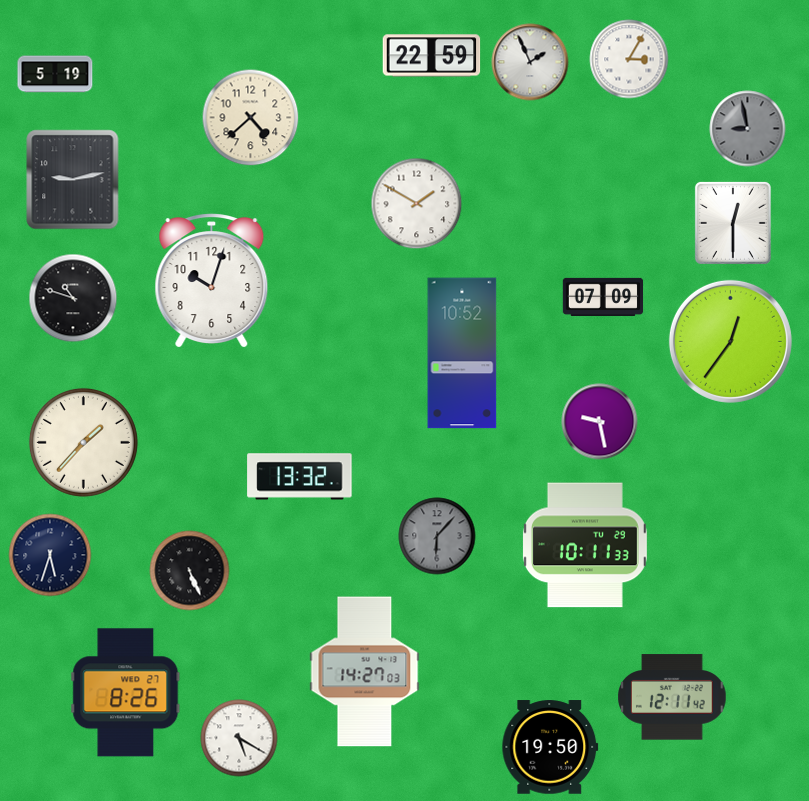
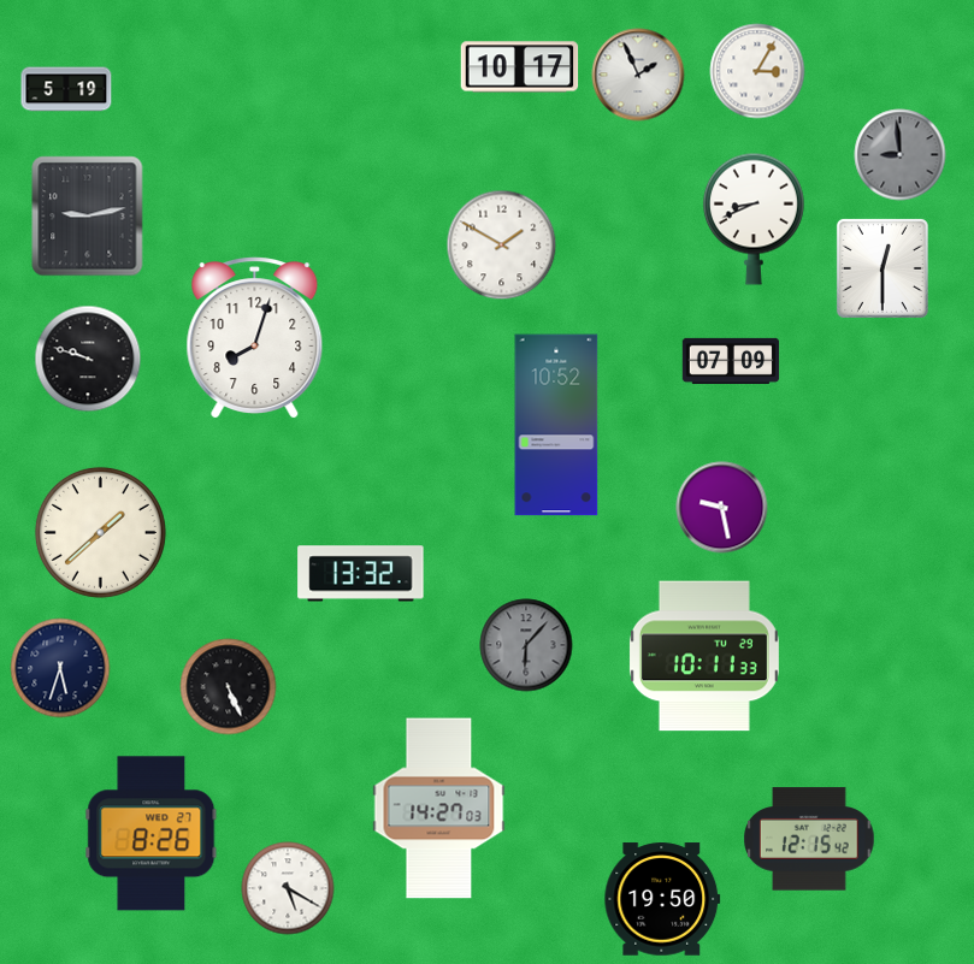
clock at (432, 56): 22:59 -> 10:17
clock at (251, 118): 4:38 -> none
clock at (748, 129): 8:58 -> 8:59
clock at (754, 219): none -> 8:41
clock at (212, 281): 10:03 -> 8:03
clock at (603, 297) position: (603, 297) -> (731, 361)
clock at (73, 298): 10:48 -> 9:48
clock at (730, 341): 12:36 -> none
clock at (83, 442): 1:37 -> 1:38
clock at (672, 697): 12:11 -> 12:15
